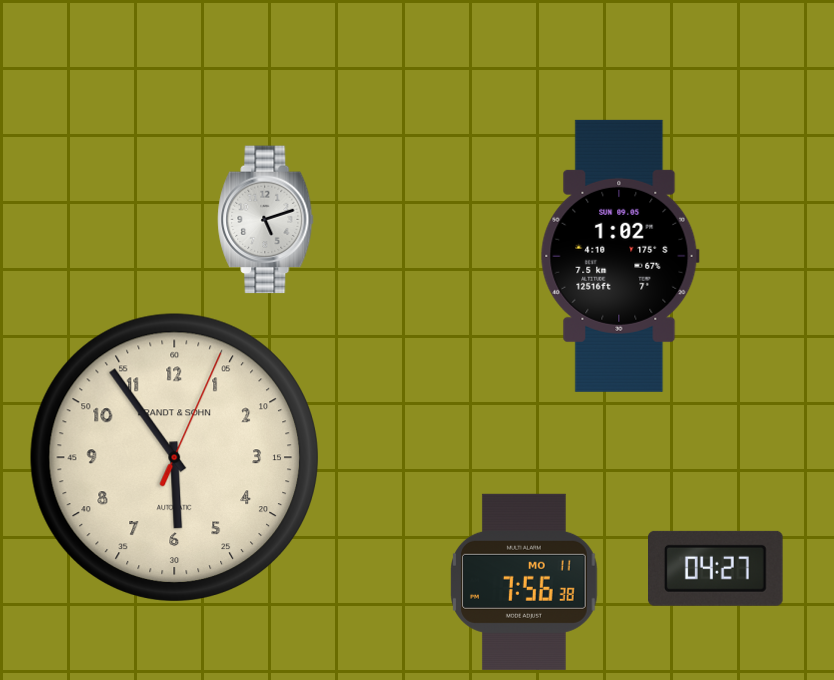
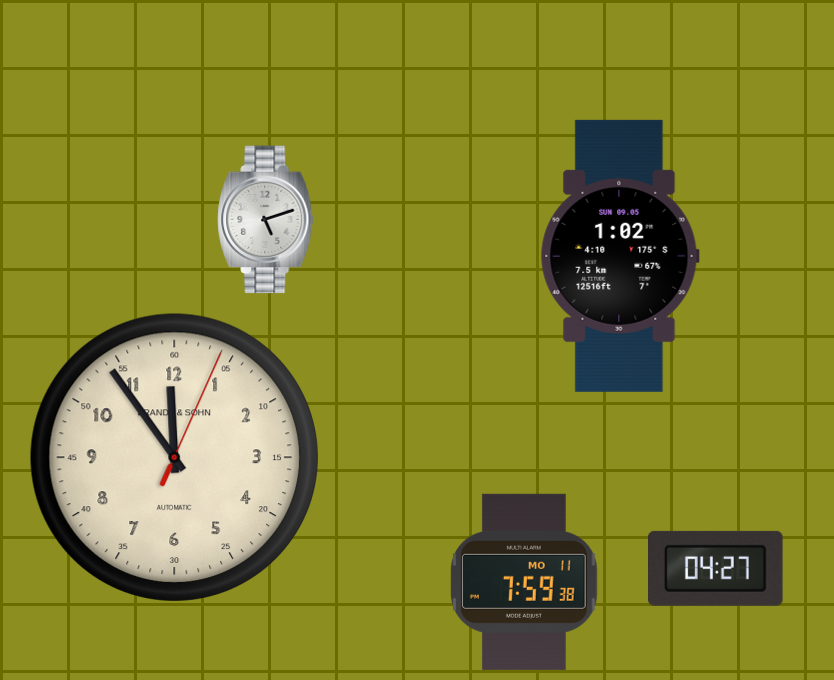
clock at (174, 457): 5:54 -> 11:54
clock at (524, 582): 7:56 -> 7:59
